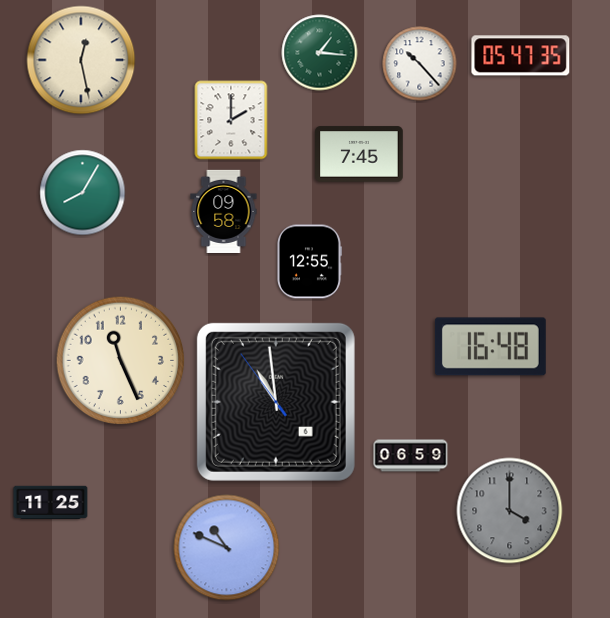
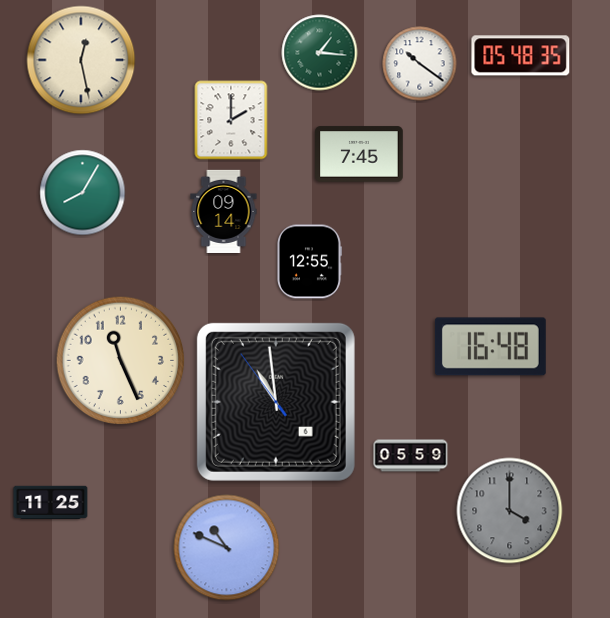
clock at (521, 56): 05:47 -> 05:48
clock at (420, 64): 10:23 -> 10:21
clock at (224, 211): 09:58 -> 09:14
clock at (411, 456): 06:59 -> 05:59
